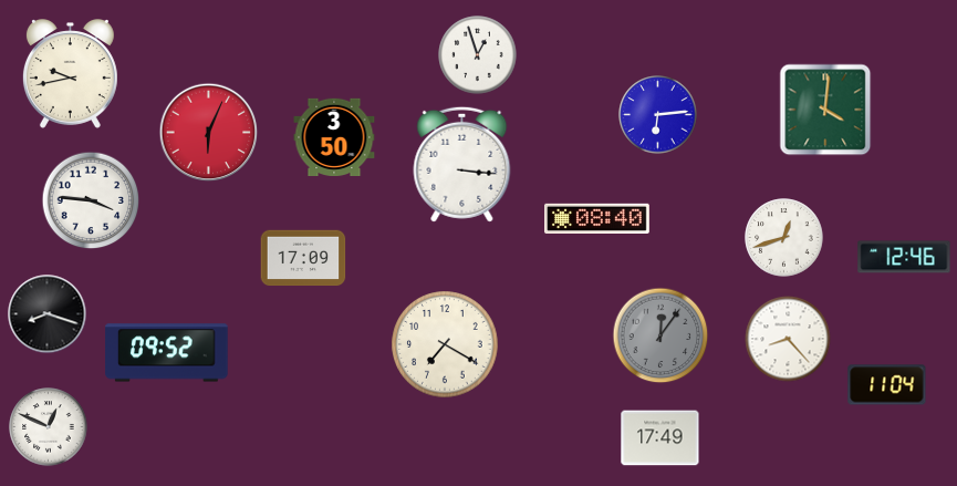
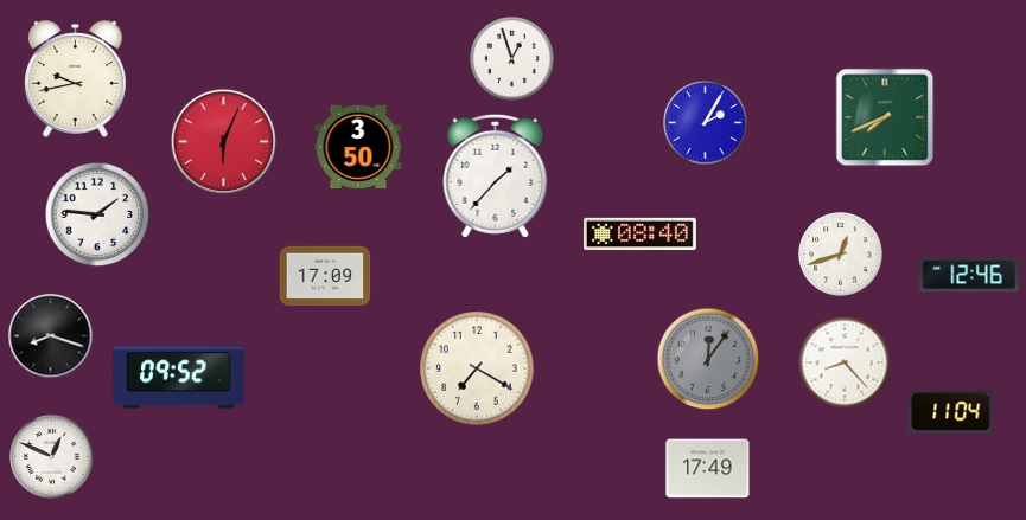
clock at (825, 110): 4:01 -> 7:41
clock at (658, 115): 6:14 -> 2:05
clock at (462, 164): 3:16 -> 1:37
clock at (91, 200): 3:46 -> 1:46
